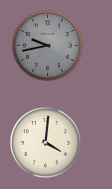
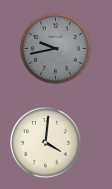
clock at (48, 46) position: (48, 46) -> (56, 49)
